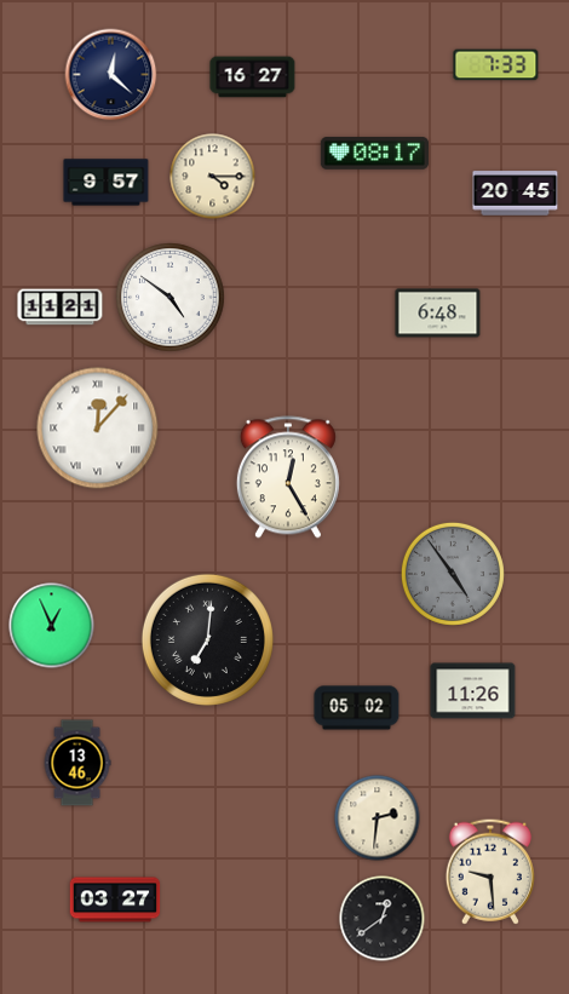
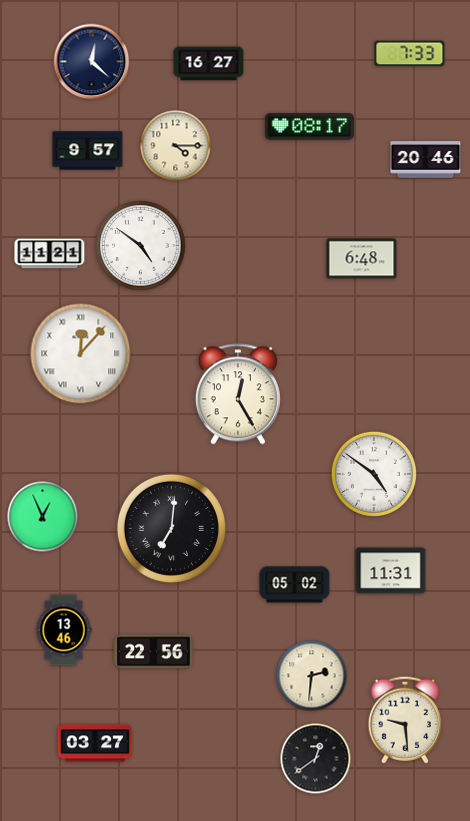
clock at (516, 194): 20:45 -> 20:46
clock at (453, 574): 4:54 -> 4:51
clock at (453, 574) dial: grey -> white
clock at (473, 691): 11:26 -> 11:31
clock at (154, 652): none -> 22:56
